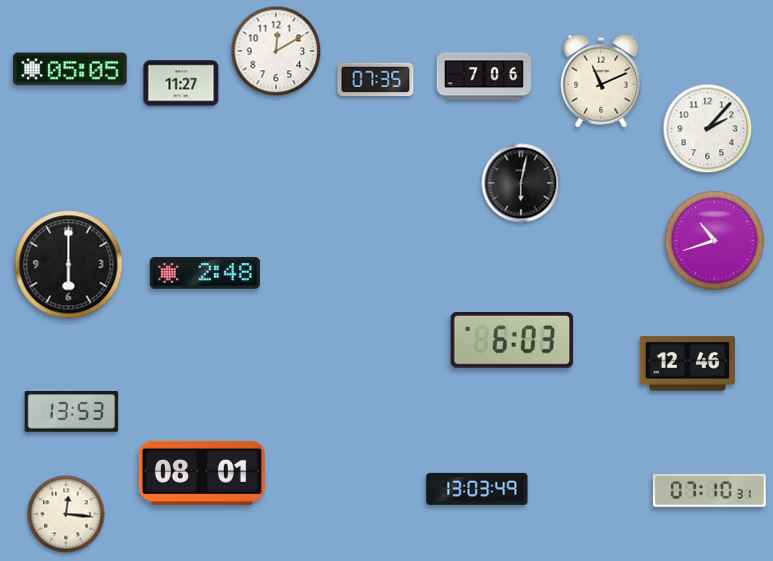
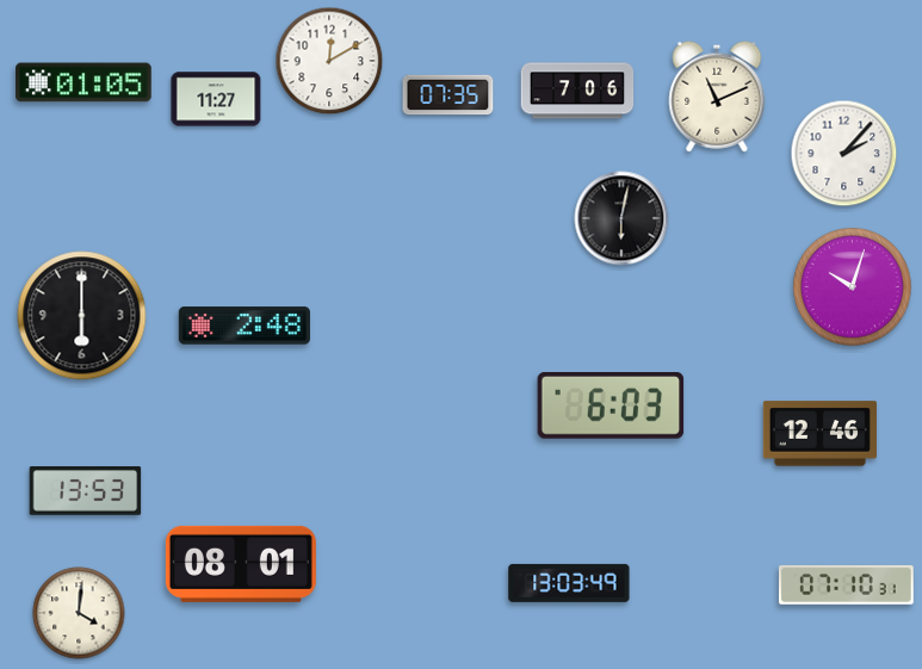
clock at (70, 69): 05:05 -> 01:05
clock at (715, 241): 10:42 -> 10:03
clock at (66, 514): 12:16 -> 4:01
